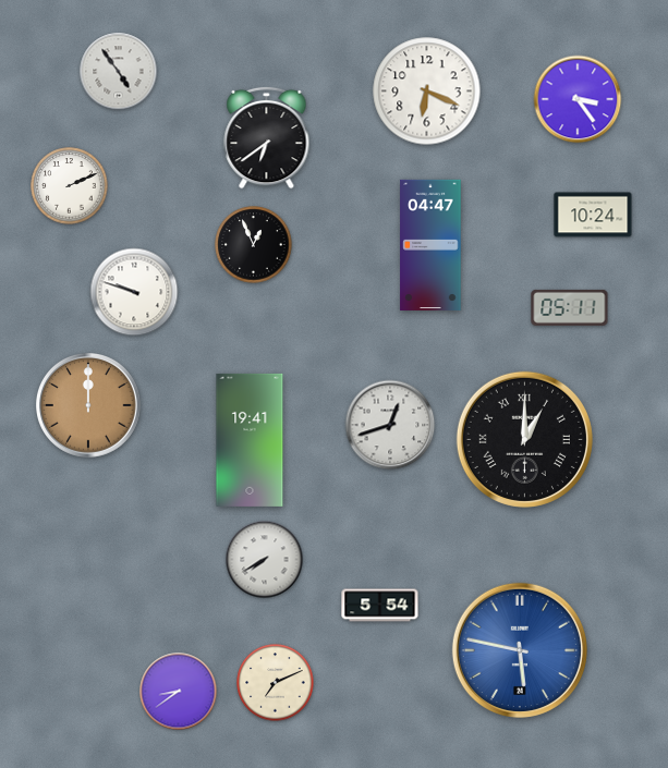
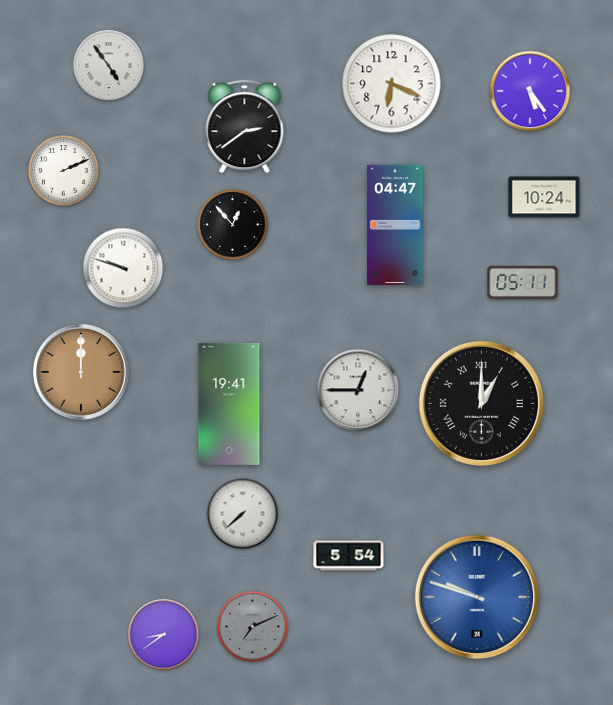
clock at (578, 99): 3:24 -> 5:24
clock at (267, 137): 6:39 -> 2:39
clock at (254, 245): 12:56 -> 12:53
clock at (390, 425): 12:42 -> 12:45
clock at (265, 560): 7:40 -> 7:38
clock at (520, 650): 5:47 -> 9:48
clock at (276, 683) dial: cream -> grey
